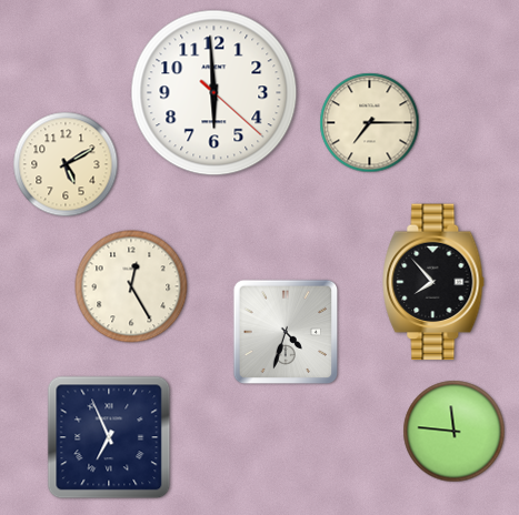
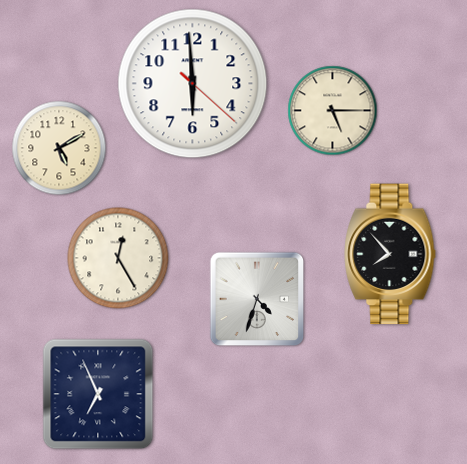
clock at (370, 123): 7:15 -> 5:15
clock at (455, 432): 11:46 -> none
